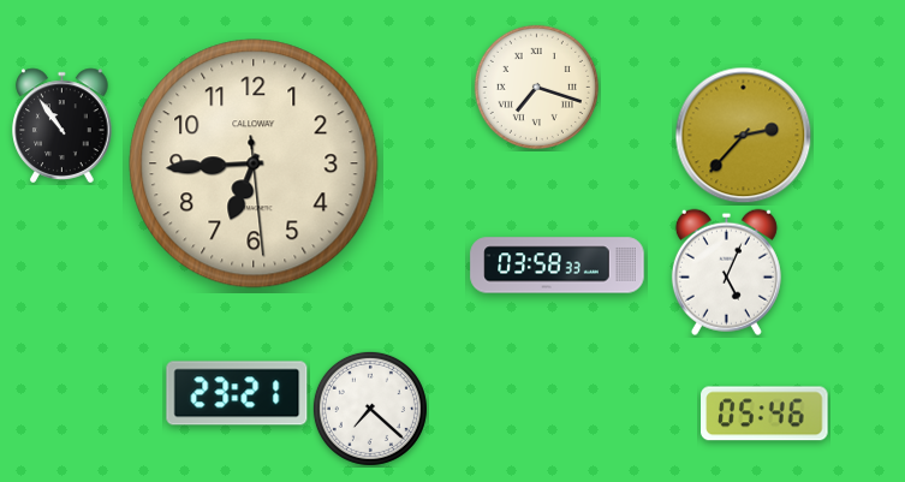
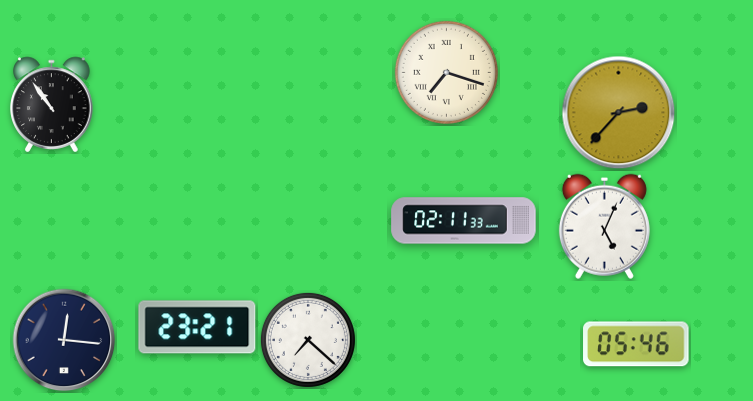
clock at (254, 163): 6:44 -> none
clock at (558, 266): 03:58 -> 02:11
clock at (64, 340): none -> 12:16
